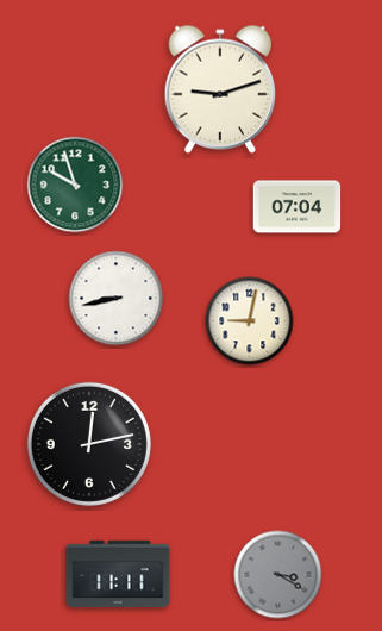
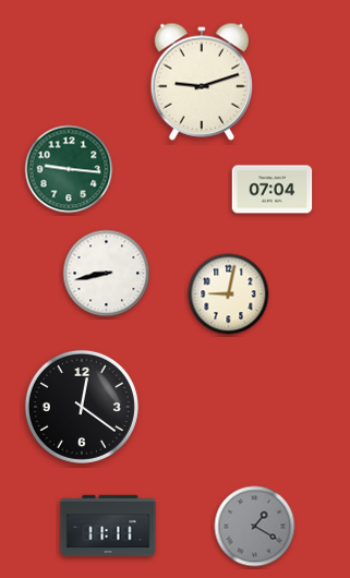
clock at (75, 185): 9:57 -> 9:16
clock at (89, 444): 12:13 -> 12:21
clock at (278, 575): 3:20 -> 1:20
